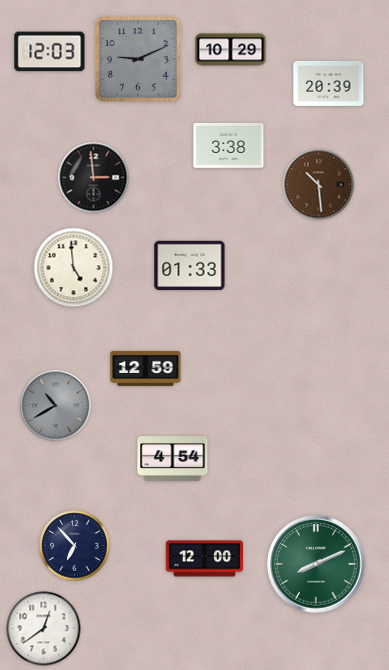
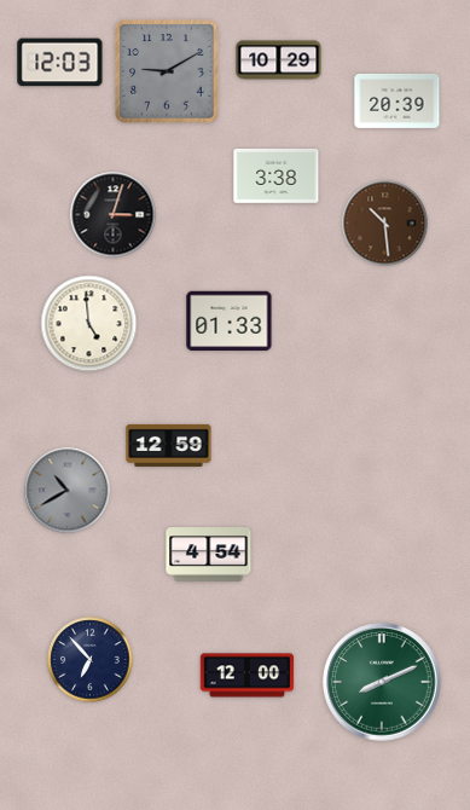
clock at (138, 59): 9:11 -> 9:10
clock at (94, 178): 2:59 -> 3:03
clock at (146, 368) position: (146, 368) -> (169, 445)
clock at (44, 629): 12:39 -> none
